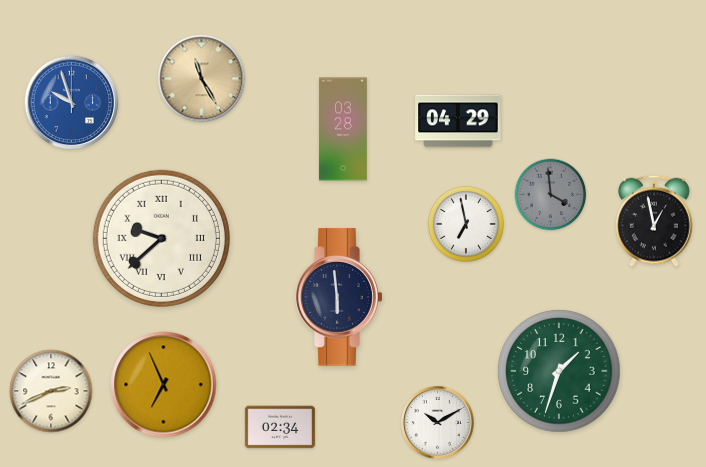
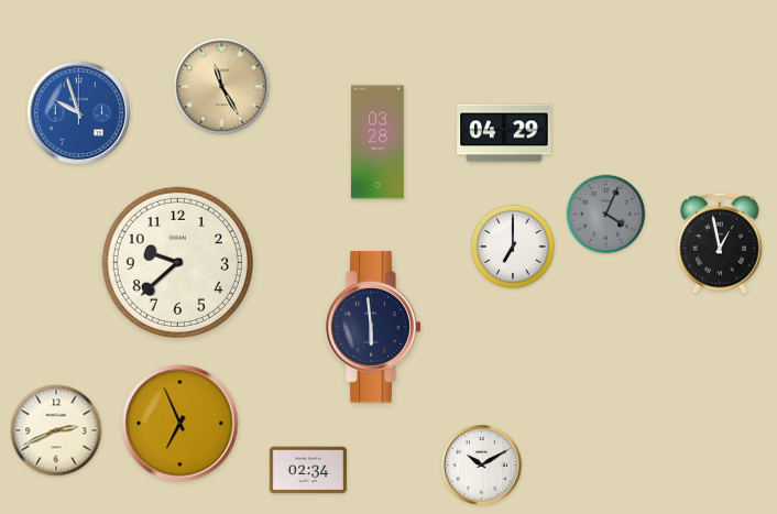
clock at (551, 195): 3:59 -> 4:04
clock at (466, 224): 6:58 -> 7:00
clock at (161, 238) numerals: Roman -> Arabic
clock at (559, 371): 1:33 -> none
